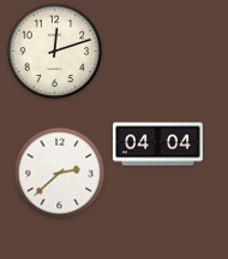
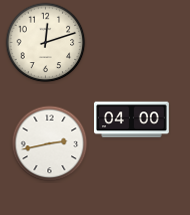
clock at (158, 145): 04:04 -> 04:00
clock at (60, 173): 2:38 -> 2:43
